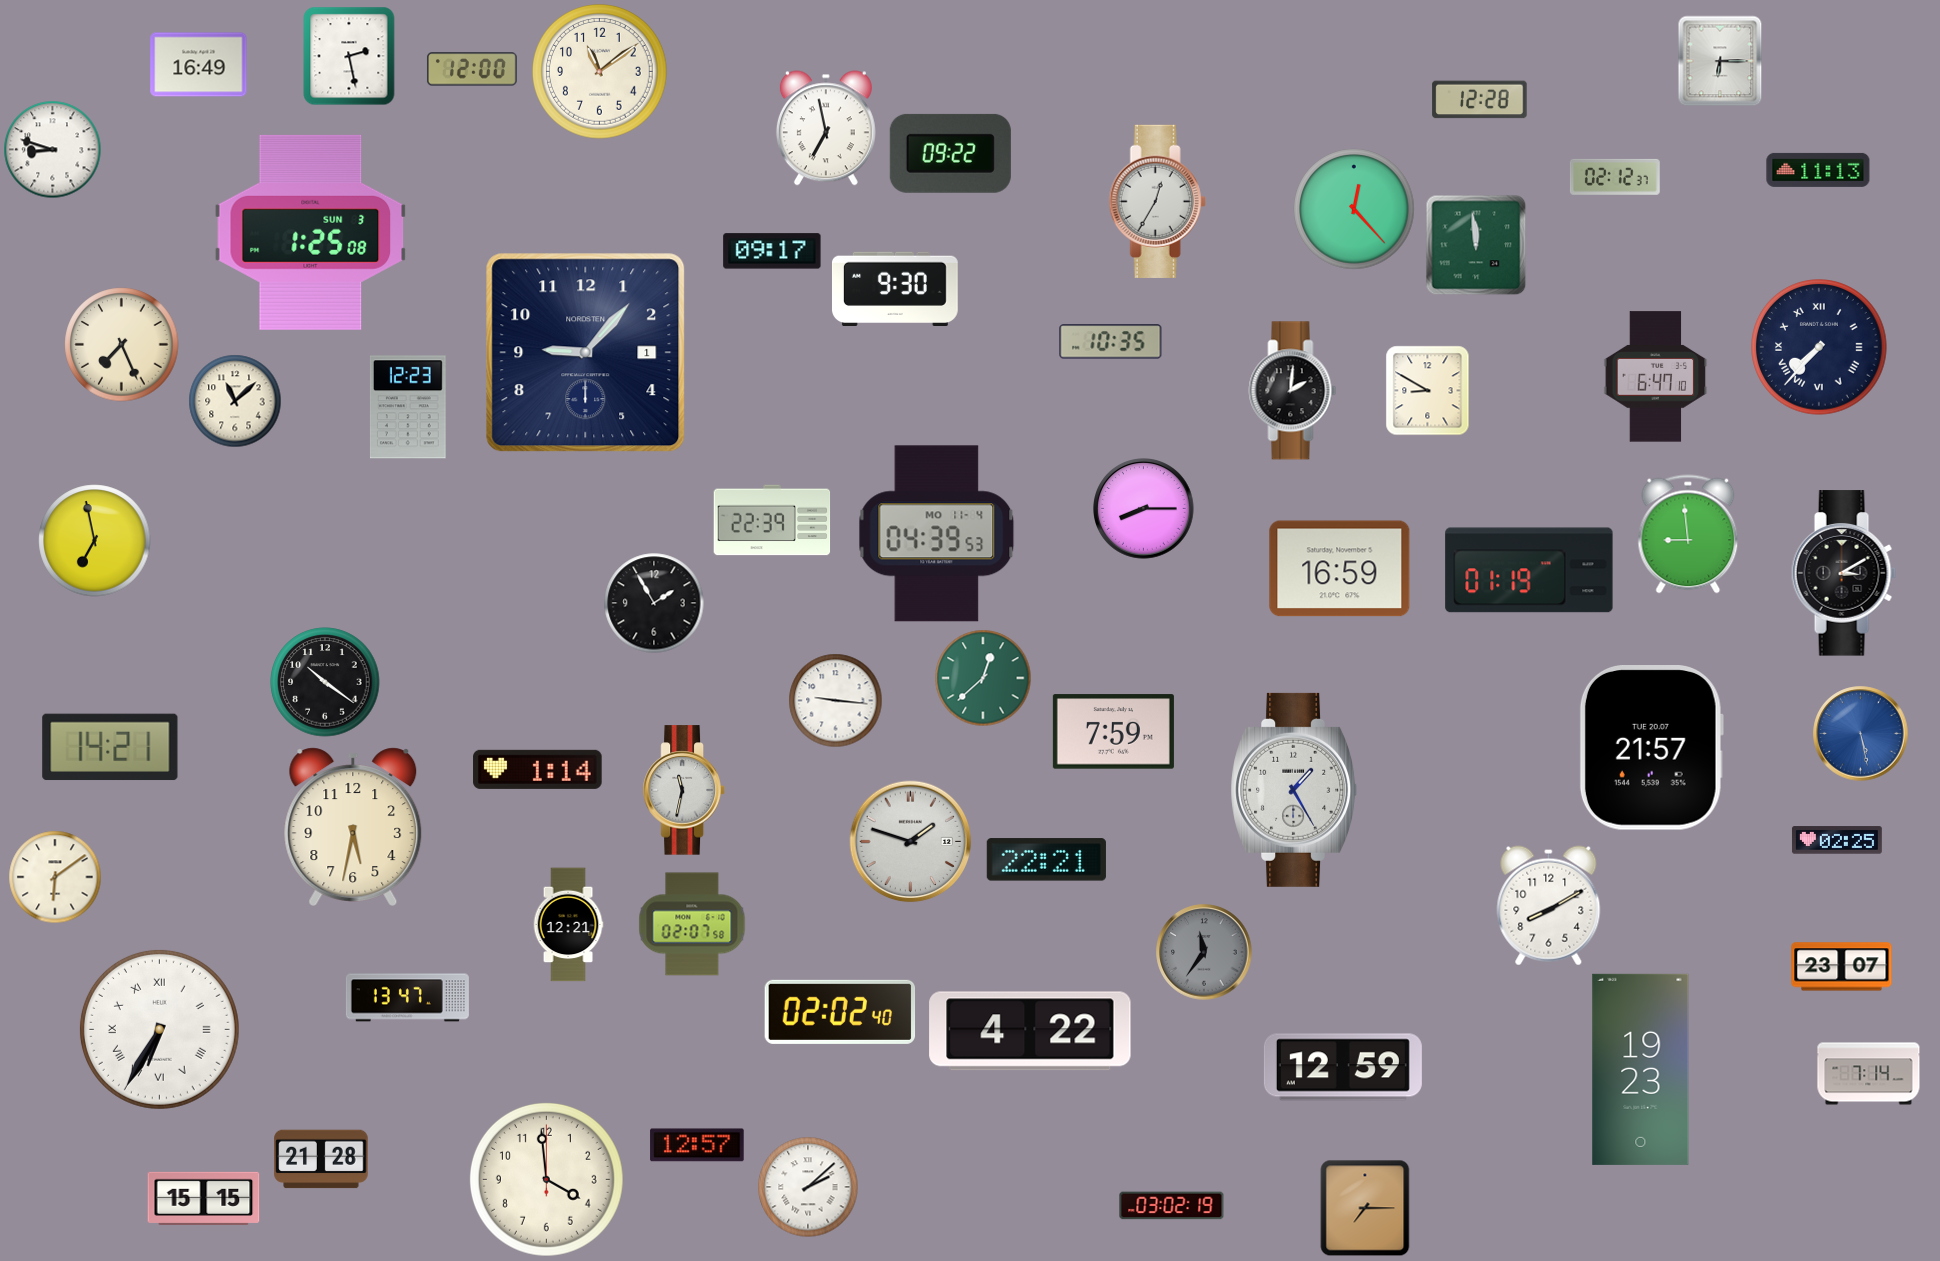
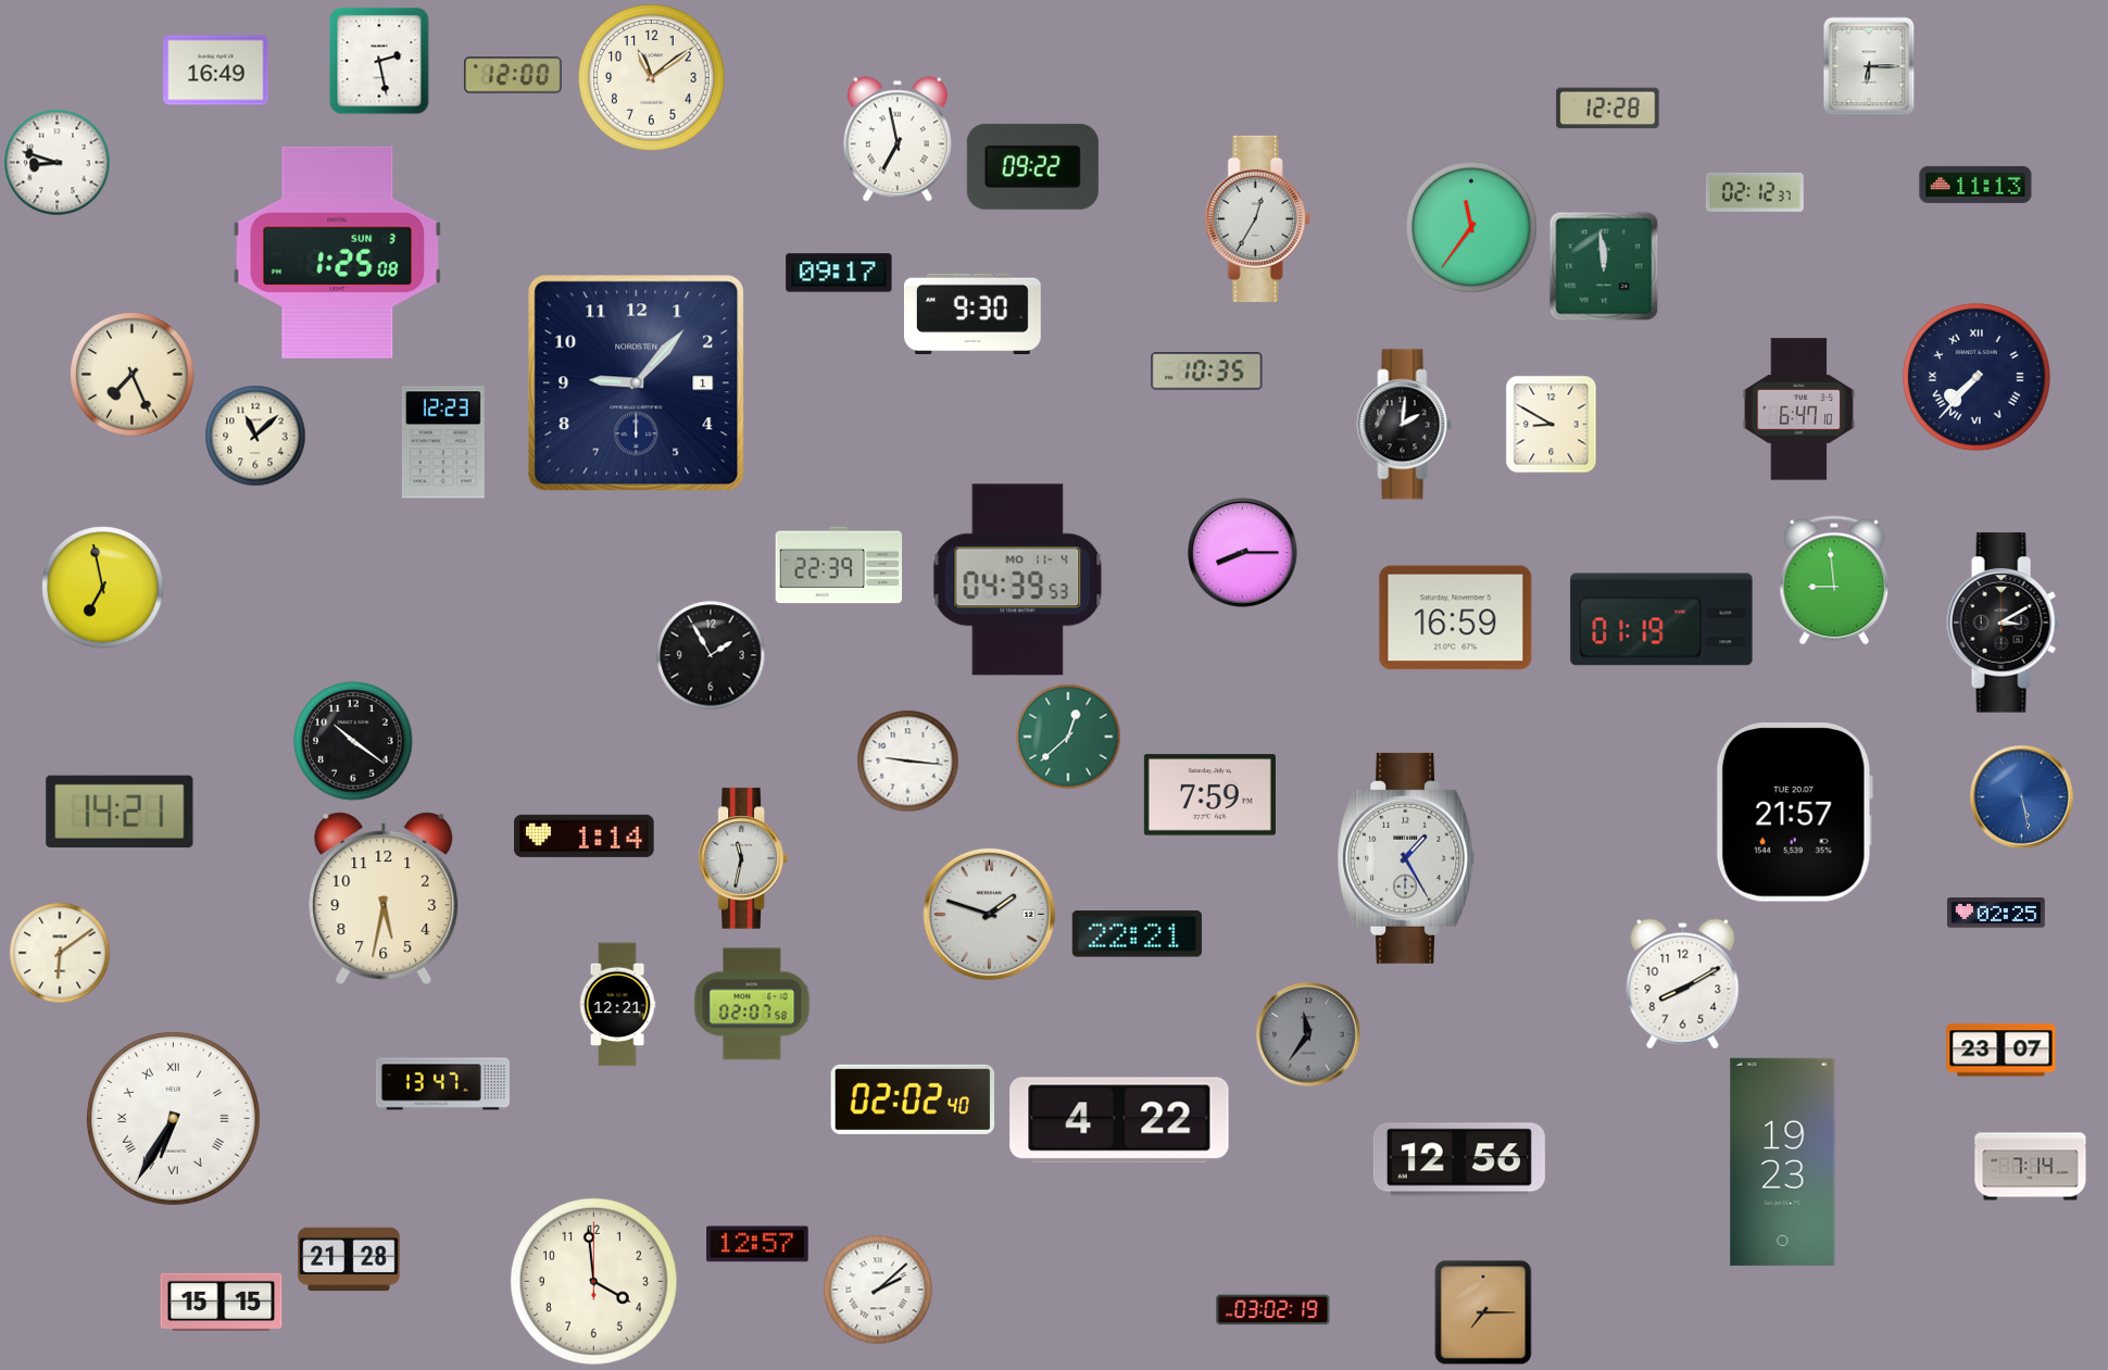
clock at (1354, 209): 12:23 -> 11:36
clock at (1343, 1067): 12:59 -> 12:56
